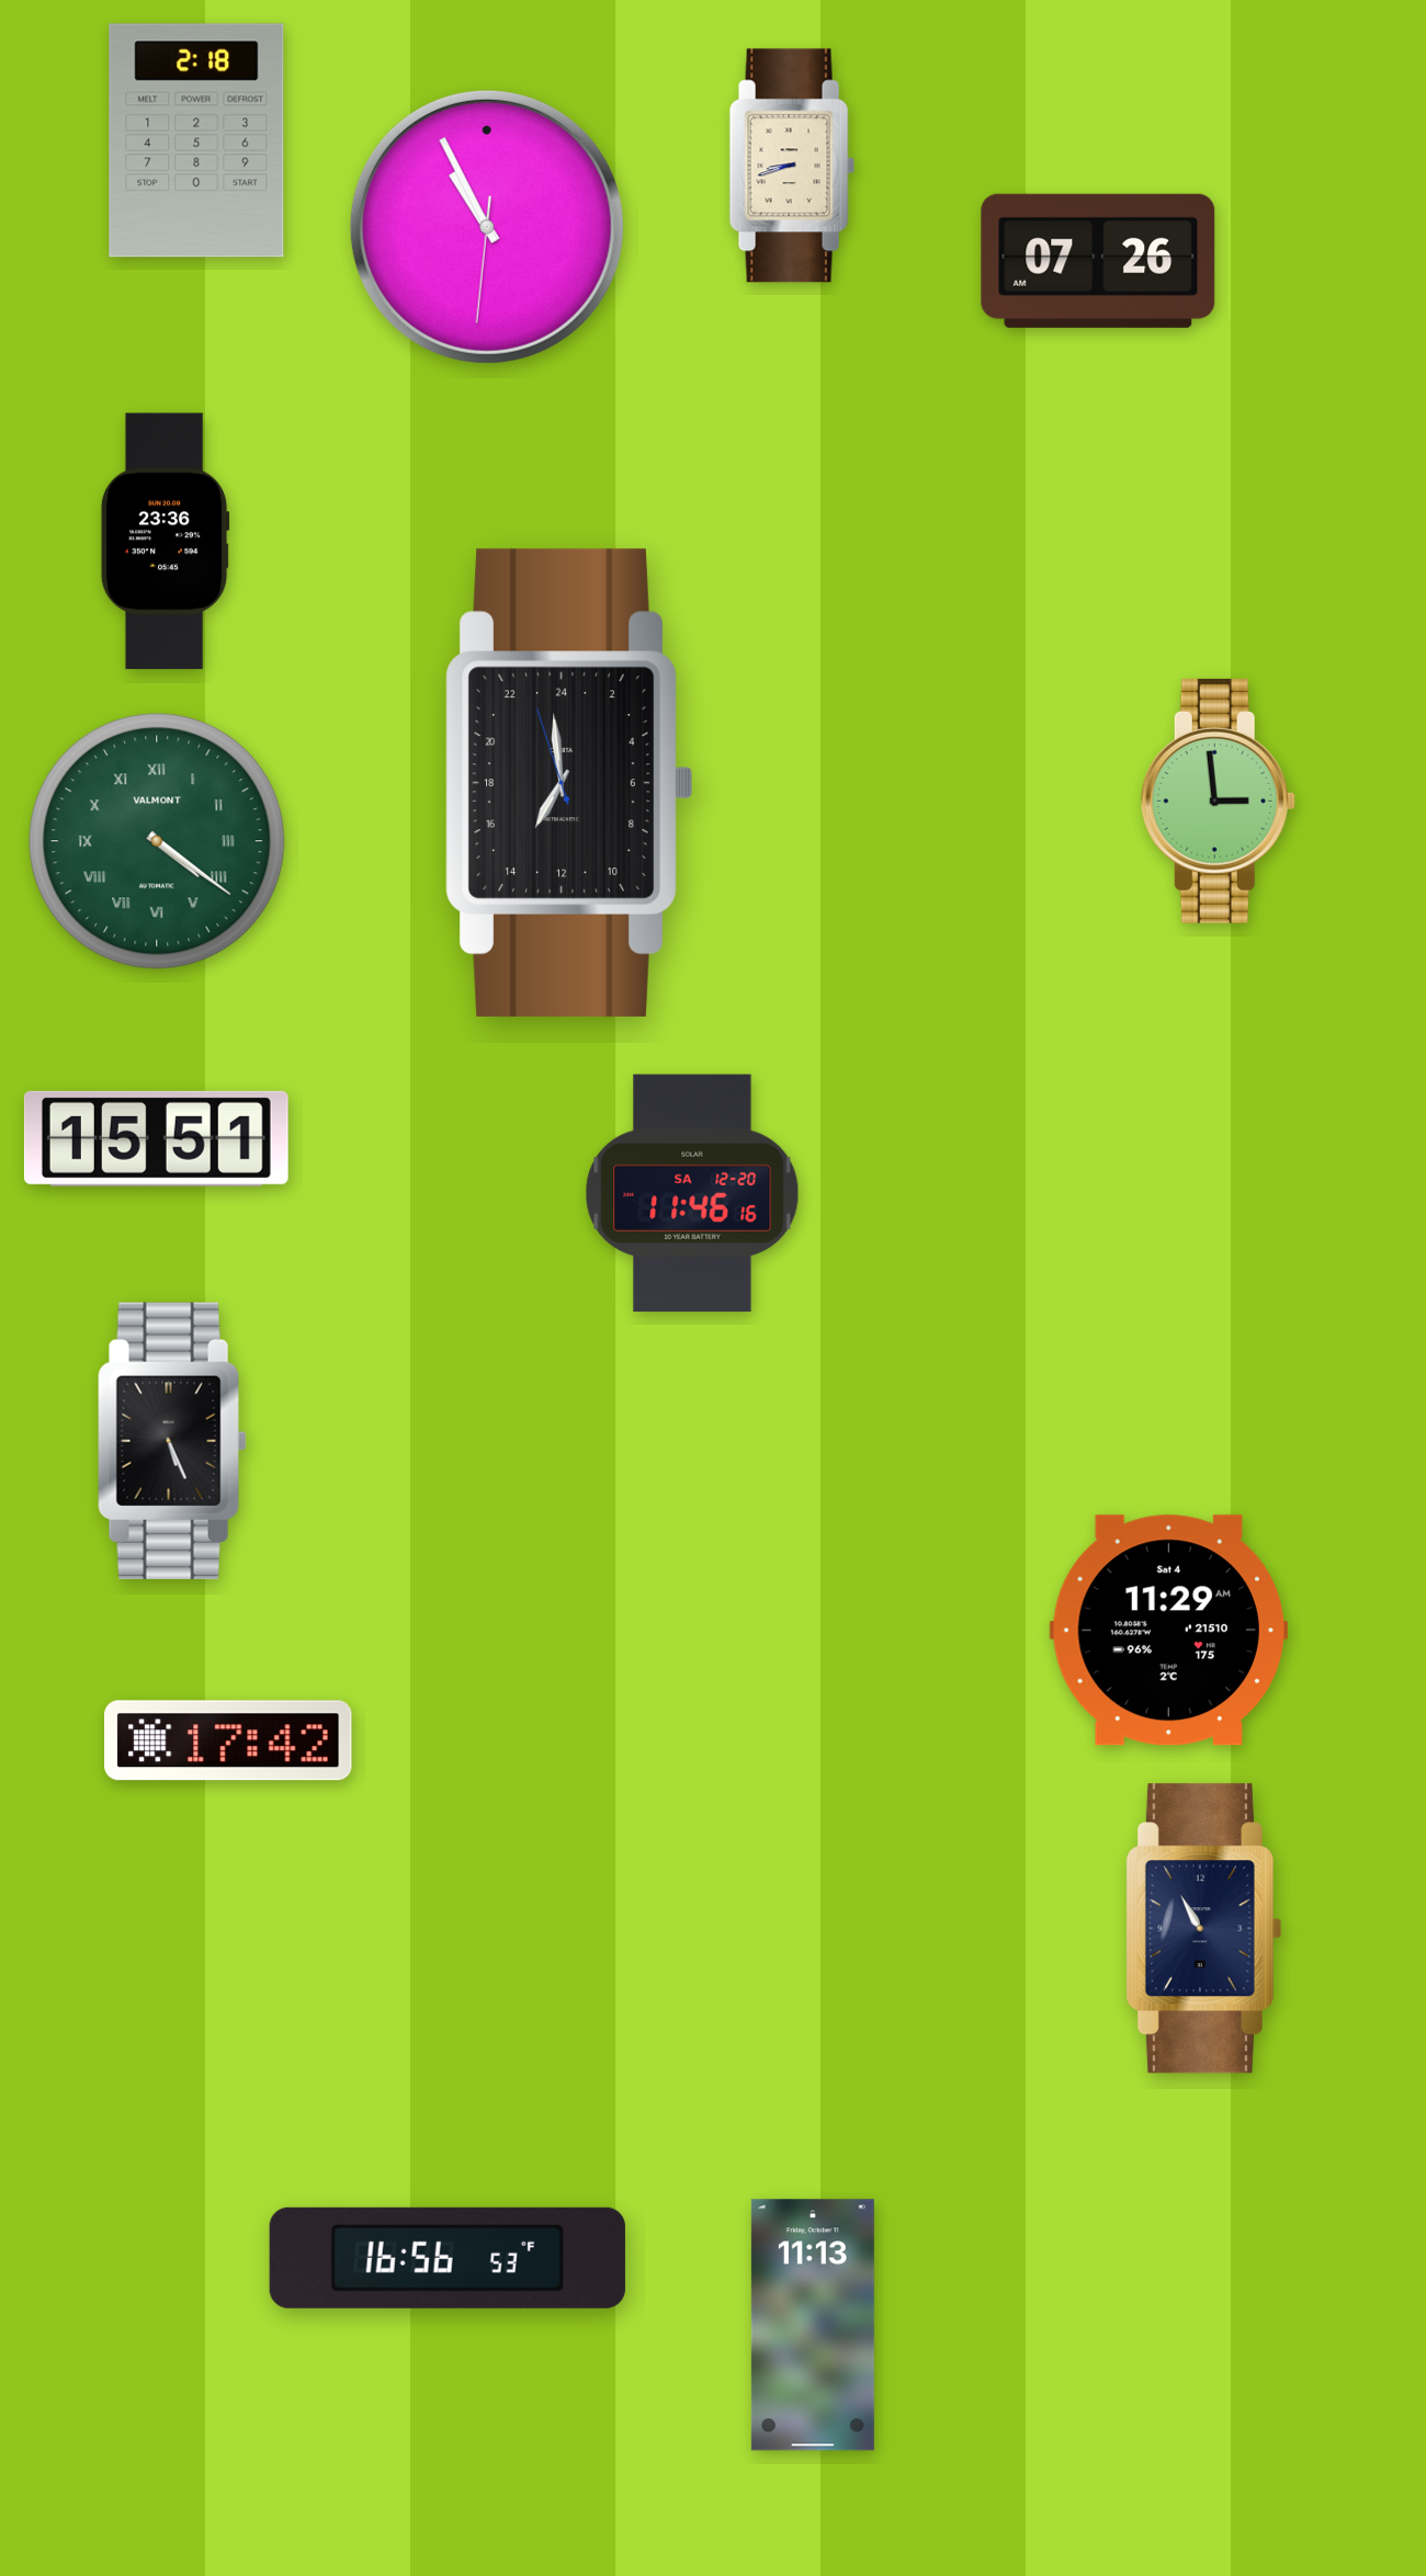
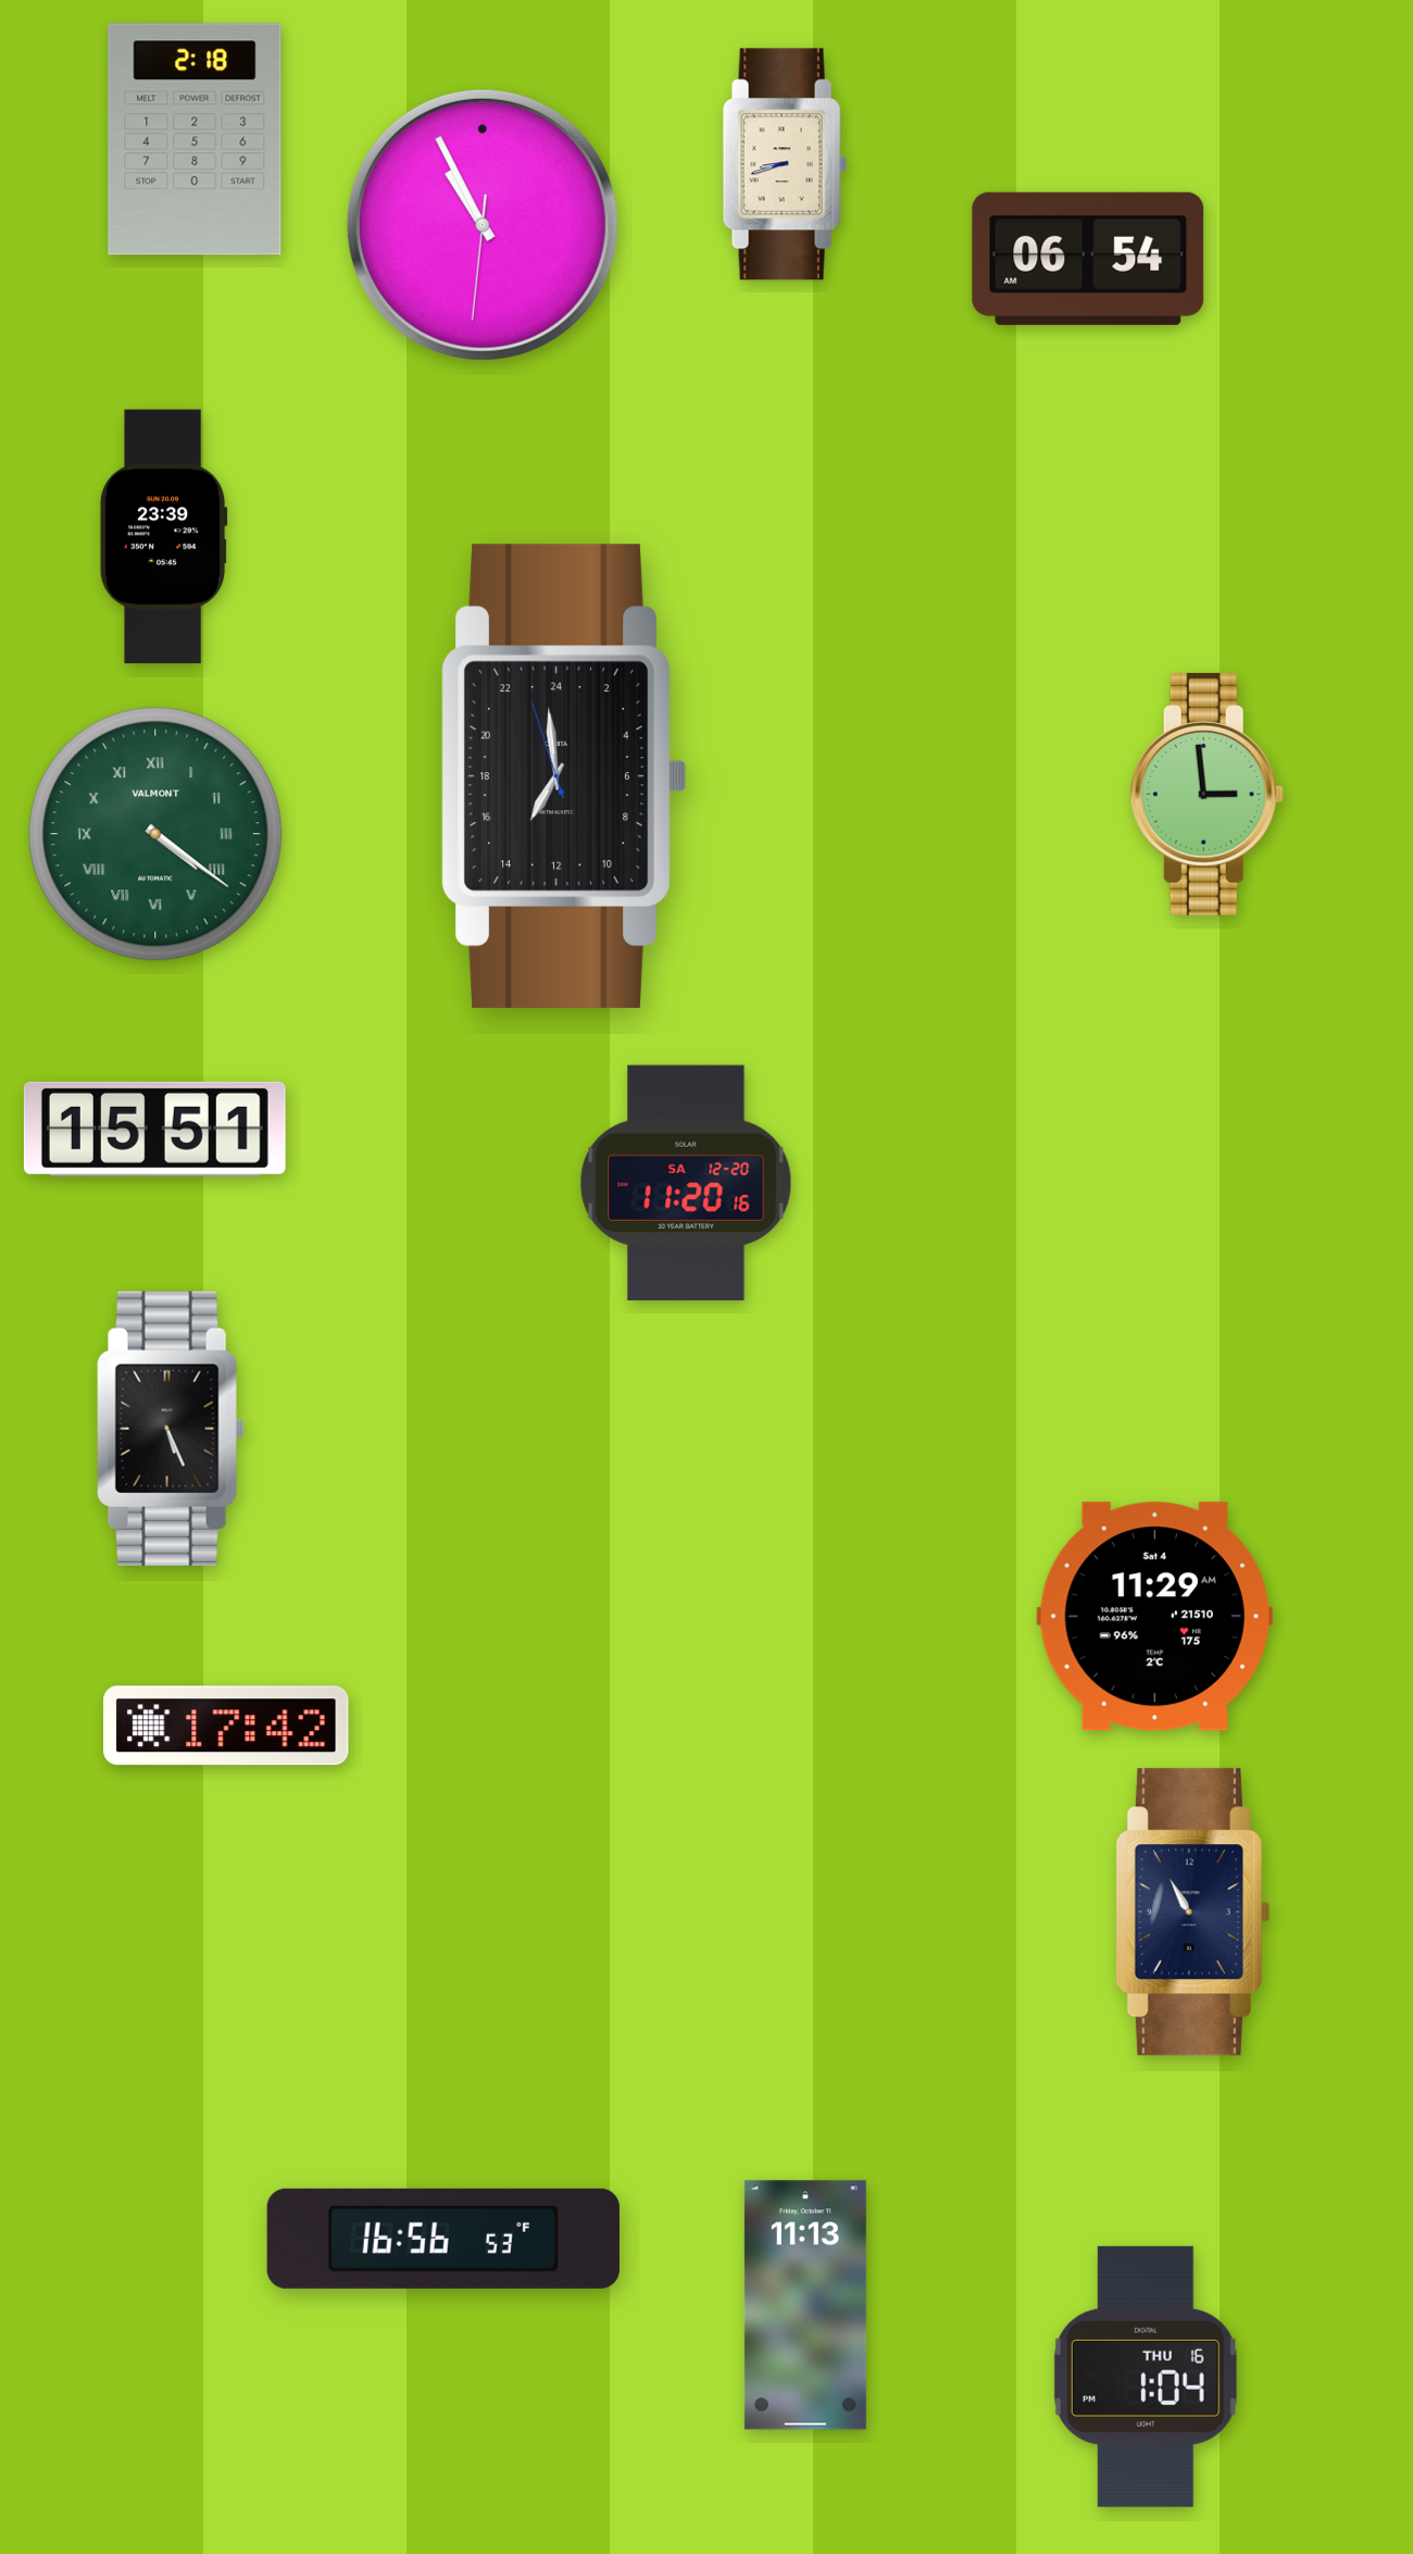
clock at (1098, 261): 07:26 -> 06:54
clock at (165, 542): 23:36 -> 23:39
clock at (692, 1193): 11:46 -> 11:20
clock at (1168, 1631) position: (1168, 1631) -> (1154, 1617)
clock at (1146, 2377): none -> 1:04
